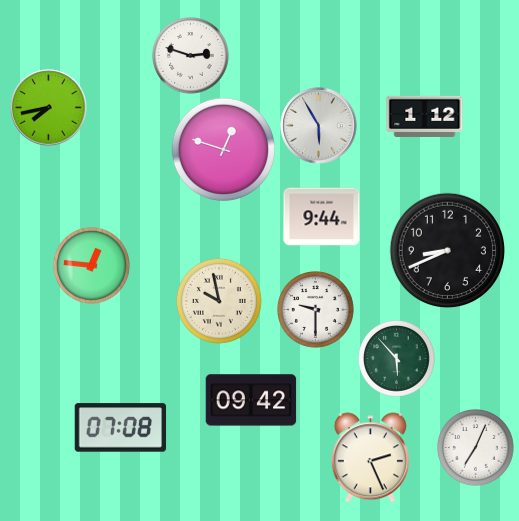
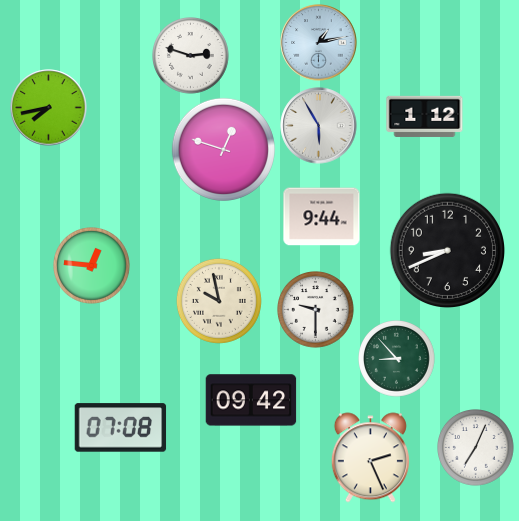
clock at (319, 43): none -> 1:13
clock at (397, 359): 5:53 -> 8:53
